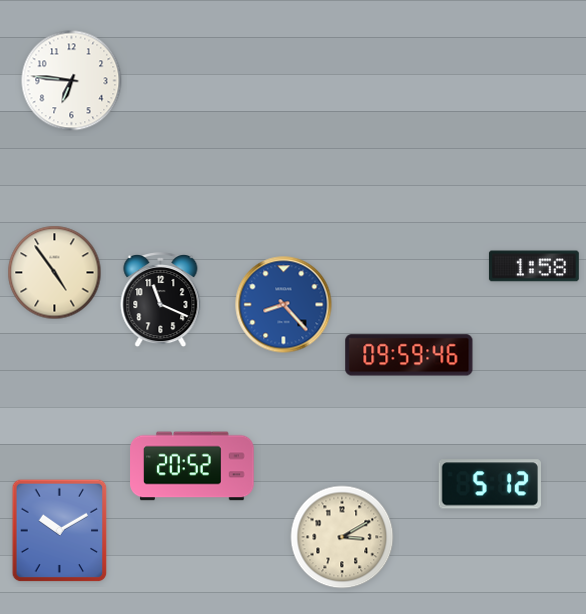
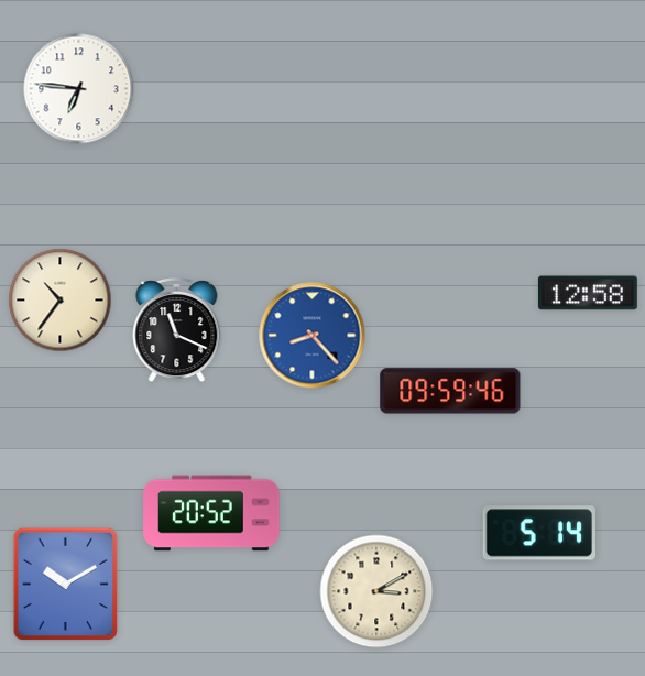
clock at (534, 266): 1:58 -> 12:58
clock at (55, 273): 4:54 -> 10:36
clock at (489, 484): 5:12 -> 5:14
